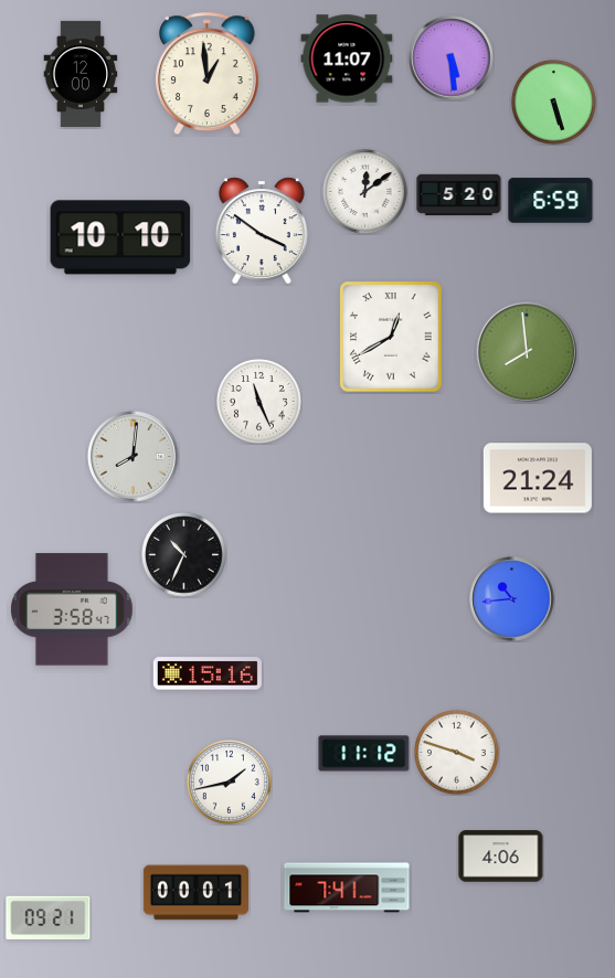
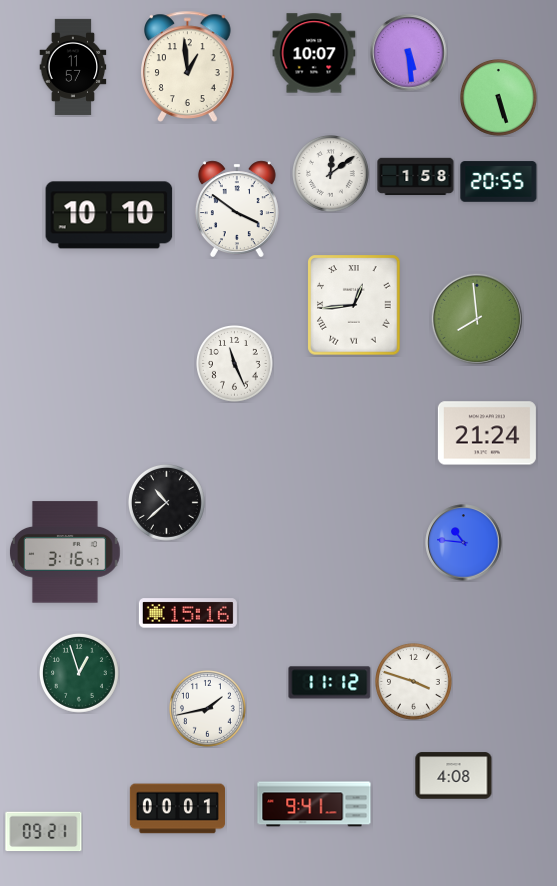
clock at (347, 59): 11:07 -> 10:07
clock at (81, 74): 12:00 -> 11:57
clock at (554, 103) position: (554, 103) -> (499, 98)
clock at (459, 195): 5:20 -> 1:58
clock at (551, 201): 6:59 -> 20:55
clock at (391, 337): 12:40 -> 12:44
clock at (134, 457): 8:01 -> none
clock at (184, 555): 10:34 -> 10:38
clock at (512, 599): 10:44 -> 10:46
clock at (73, 609): 3:58 -> 3:16
clock at (208, 673) position: (208, 673) -> (188, 613)
clock at (79, 673): none -> 12:57
clock at (501, 857): 4:06 -> 4:08
clock at (347, 887): 7:41 -> 9:41
